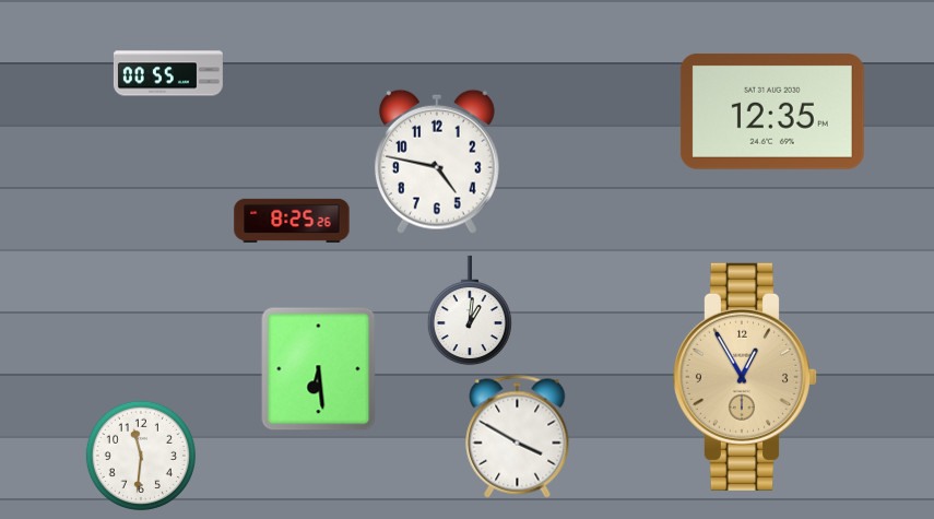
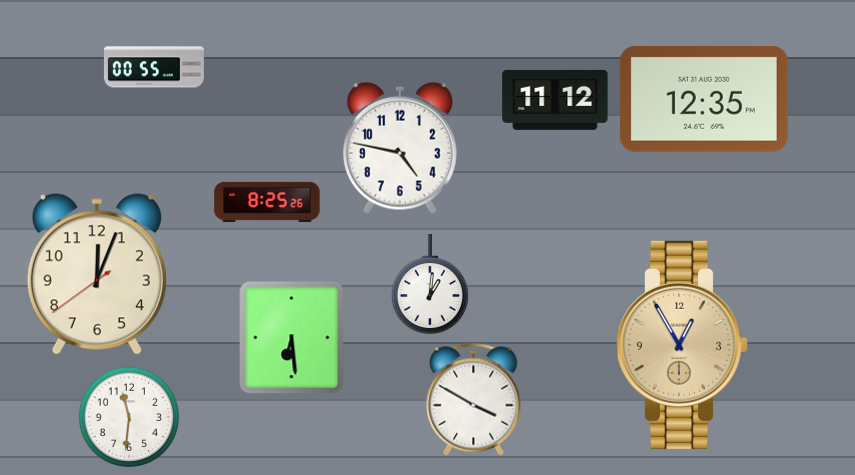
clock at (555, 100): none -> 11:12
clock at (772, 111) position: (772, 111) -> (704, 99)
clock at (97, 274): none -> 12:03
